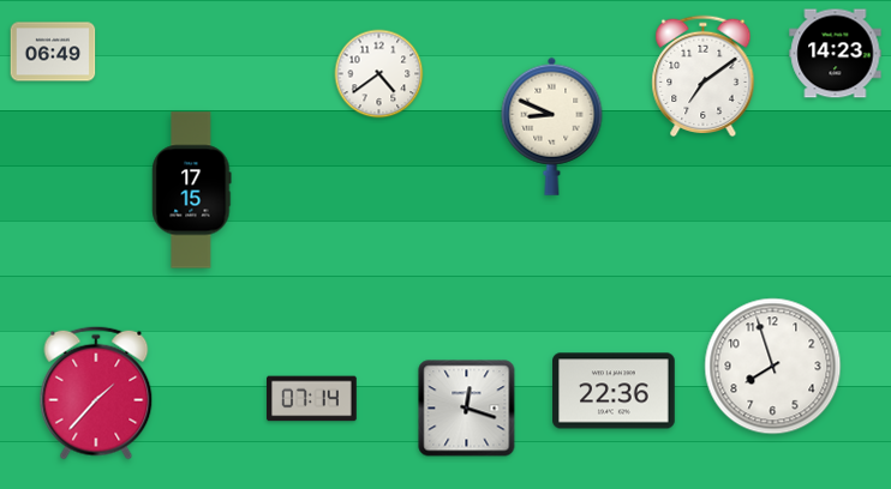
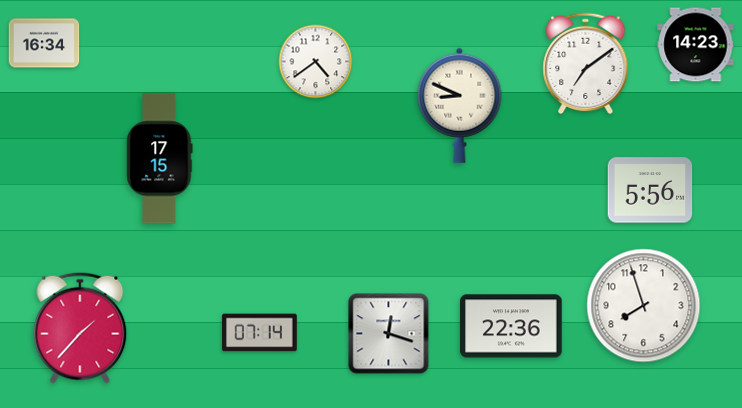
clock at (53, 52): 06:49 -> 16:34
clock at (650, 190): none -> 5:56
clock at (467, 409) position: (467, 409) -> (389, 334)
